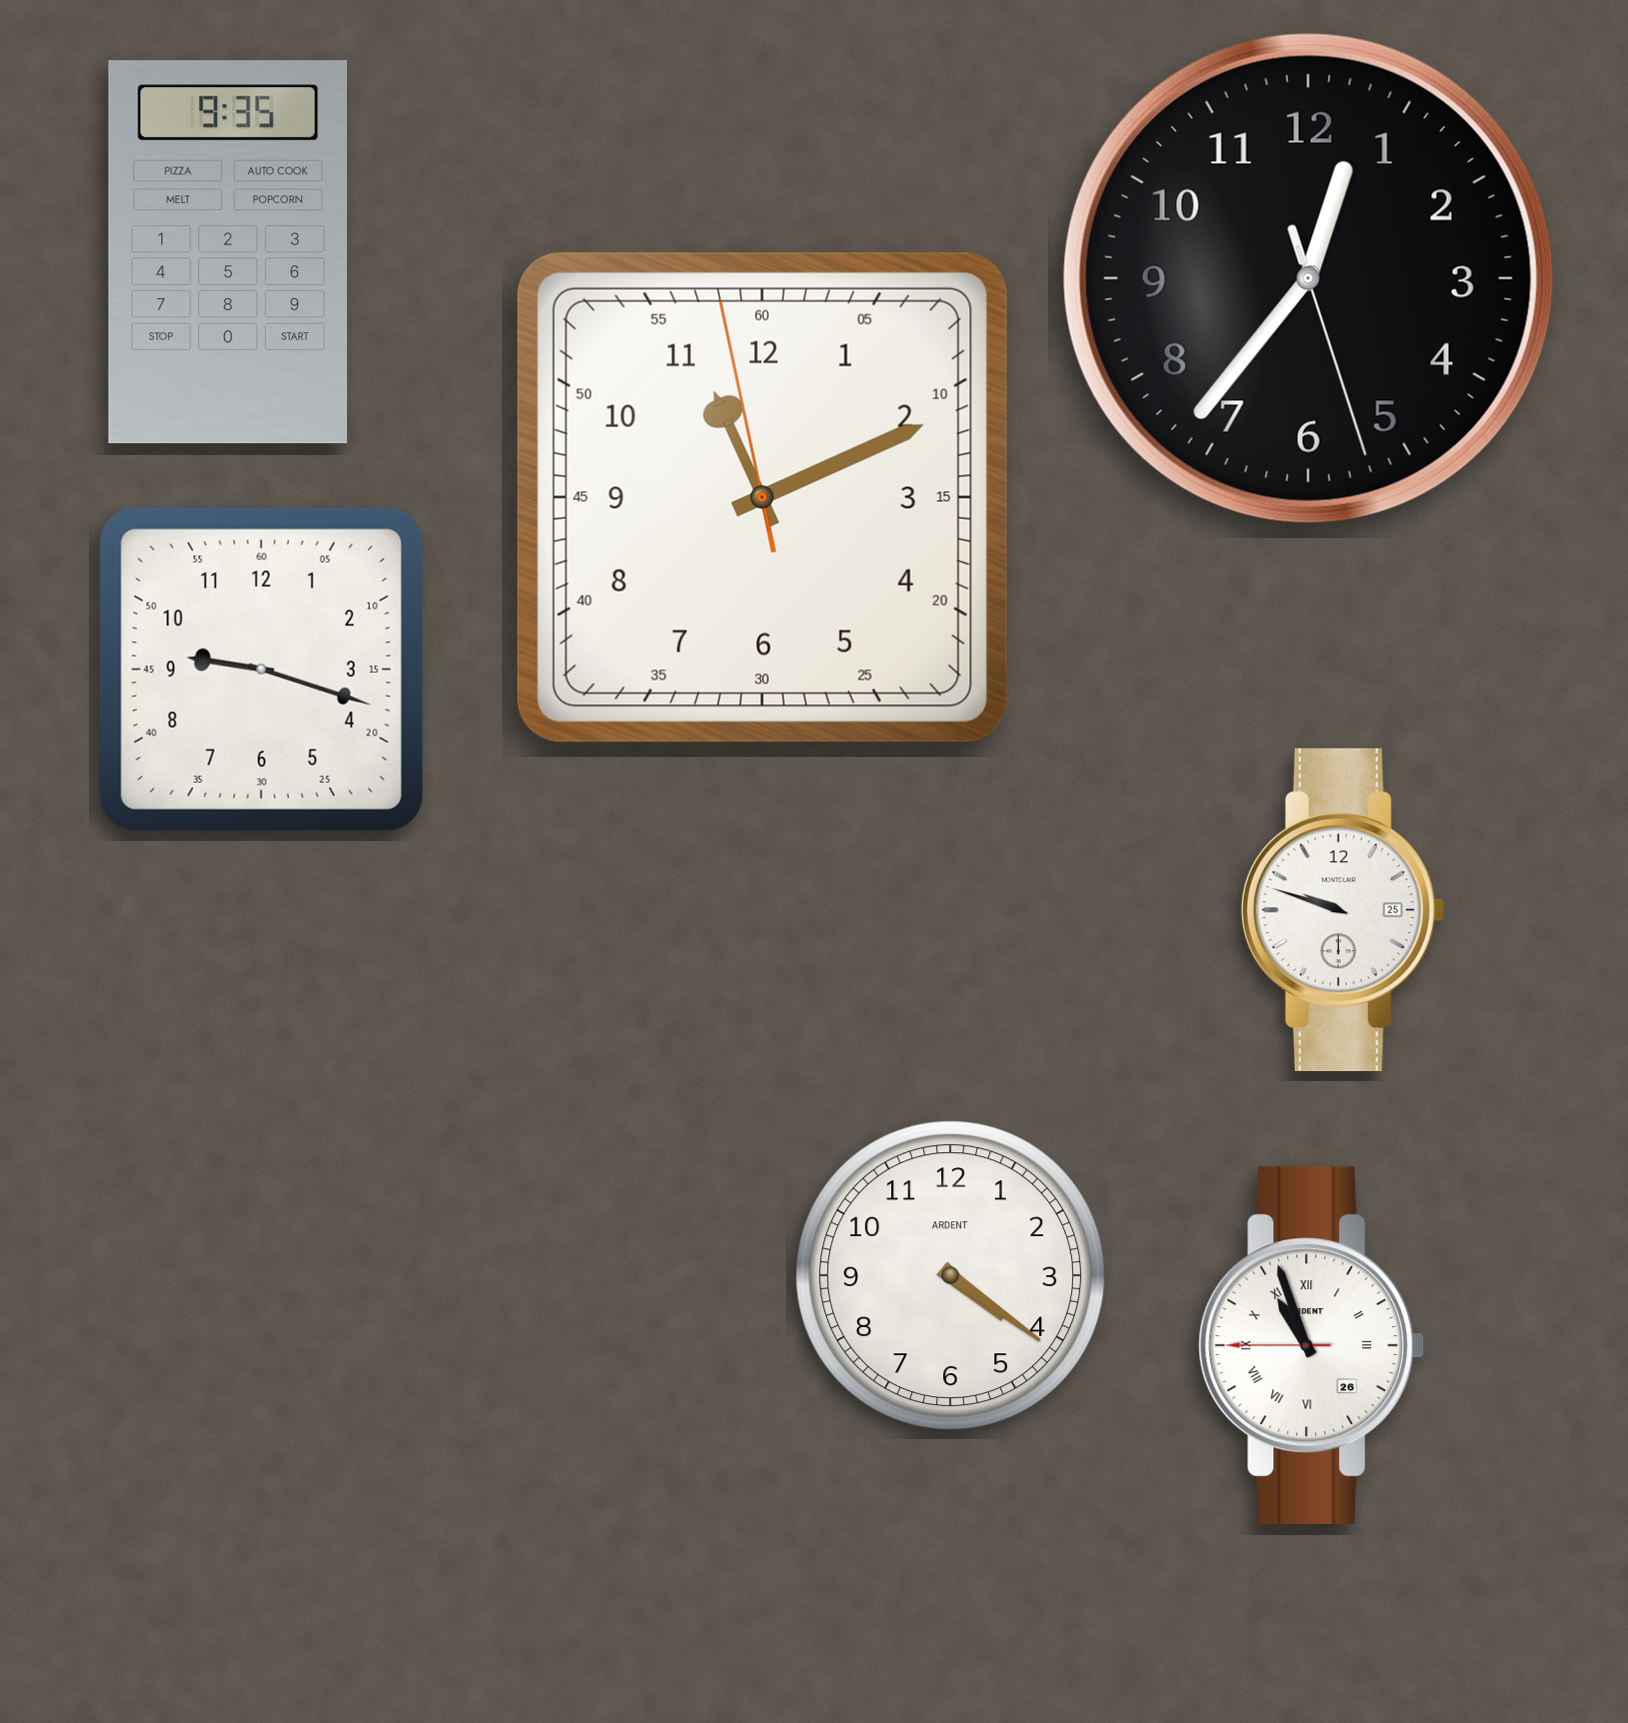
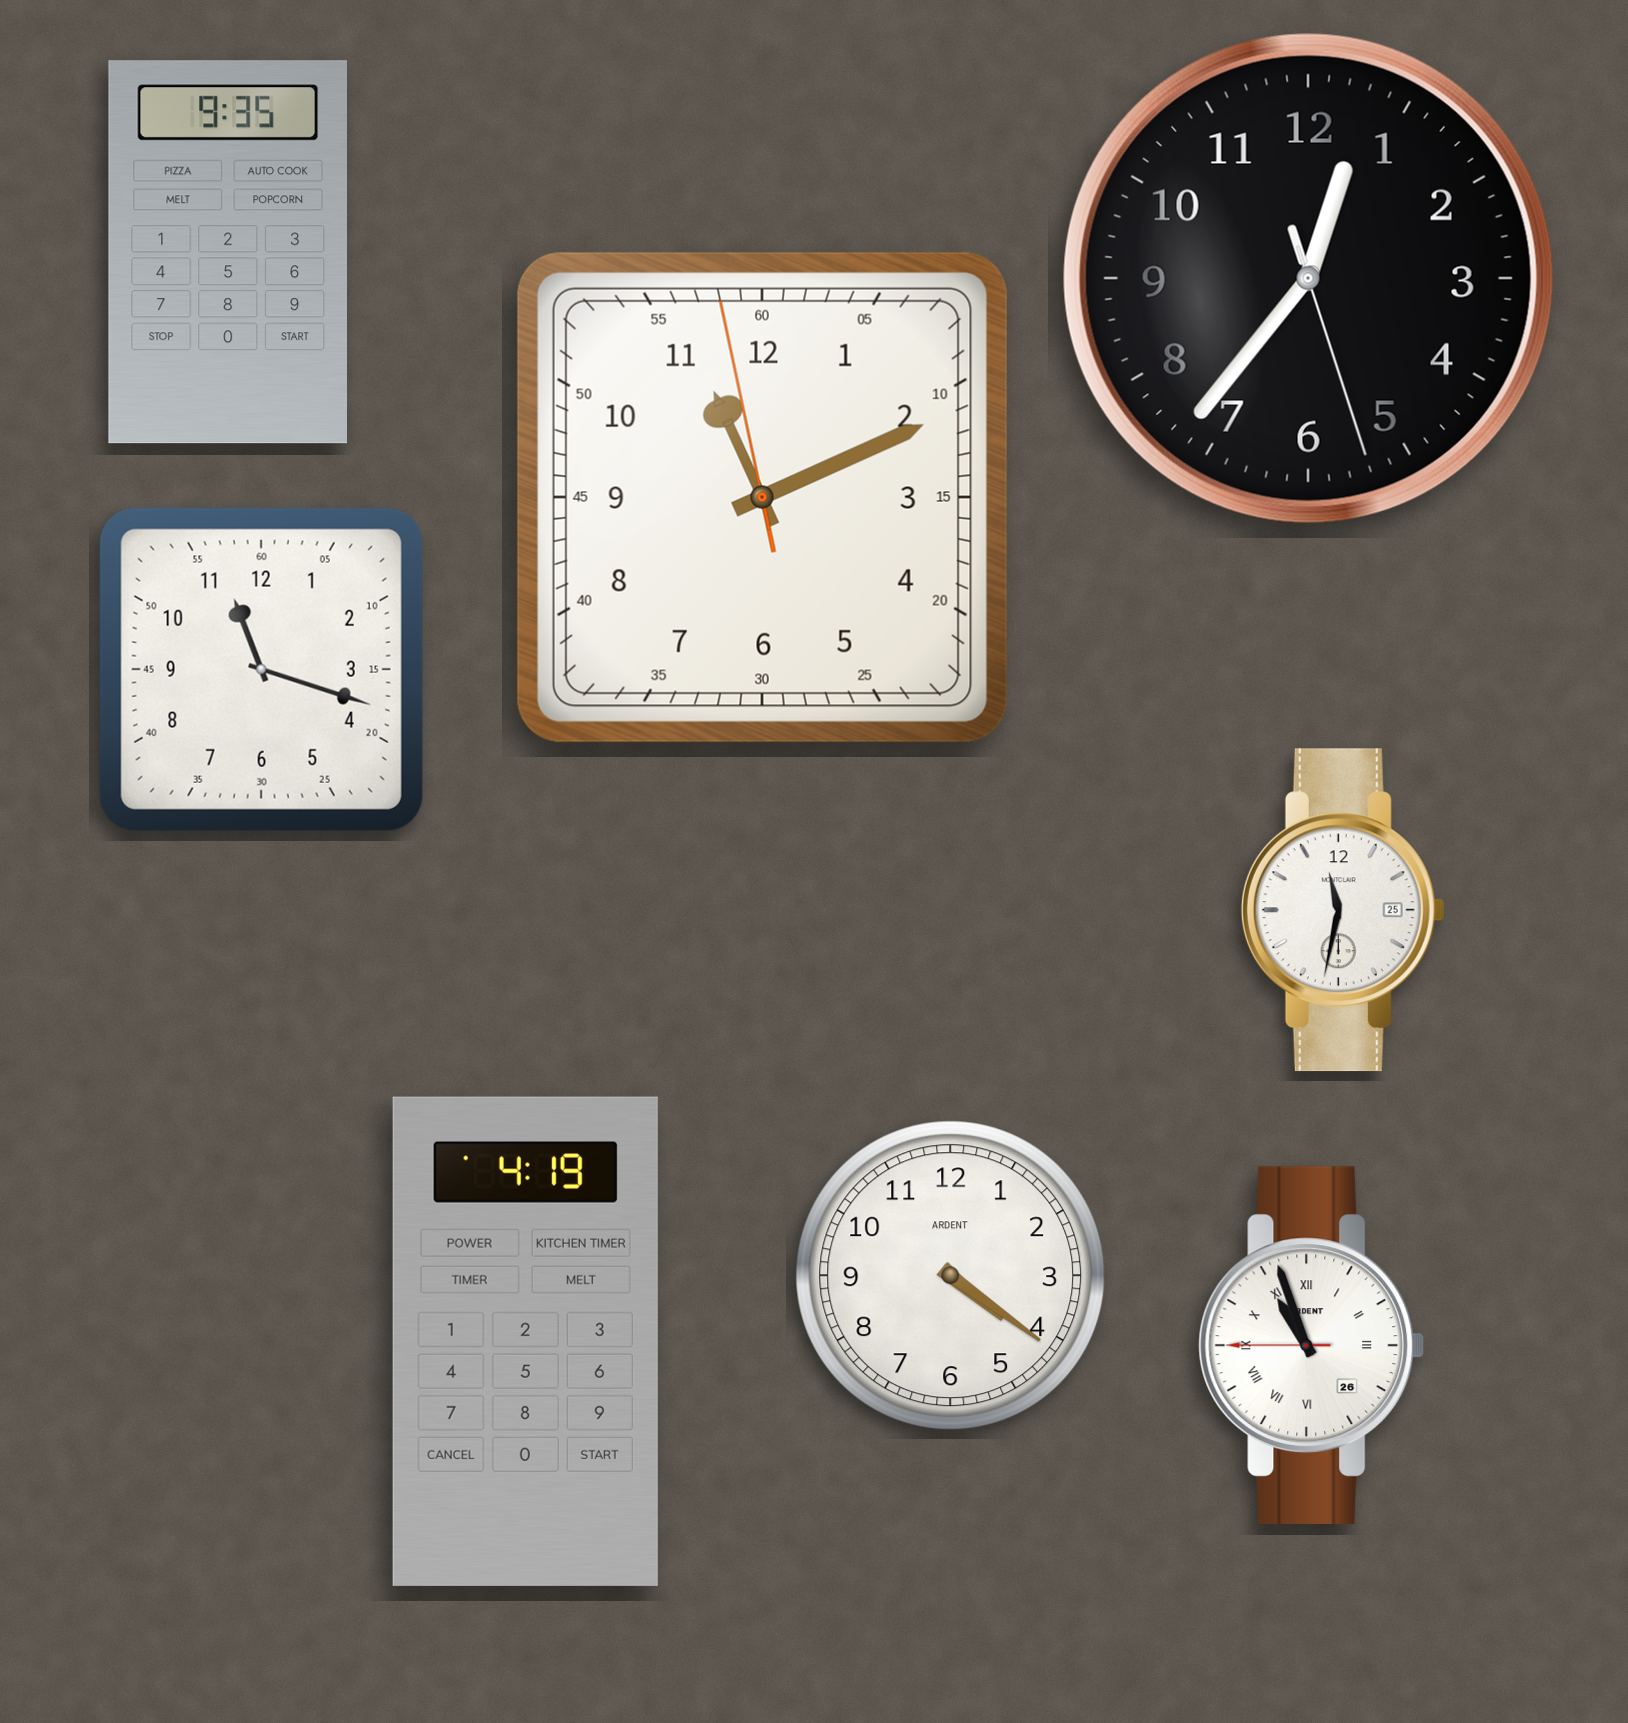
clock at (261, 669): 9:18 -> 11:18
clock at (1343, 910): 9:48 -> 11:32
clock at (525, 1341): none -> 4:19
